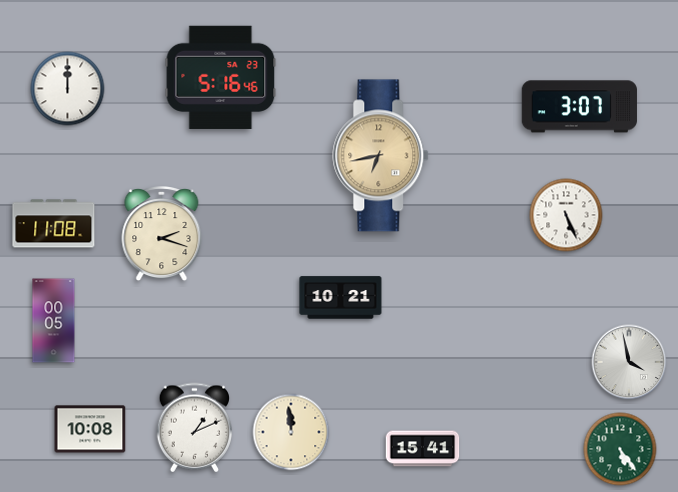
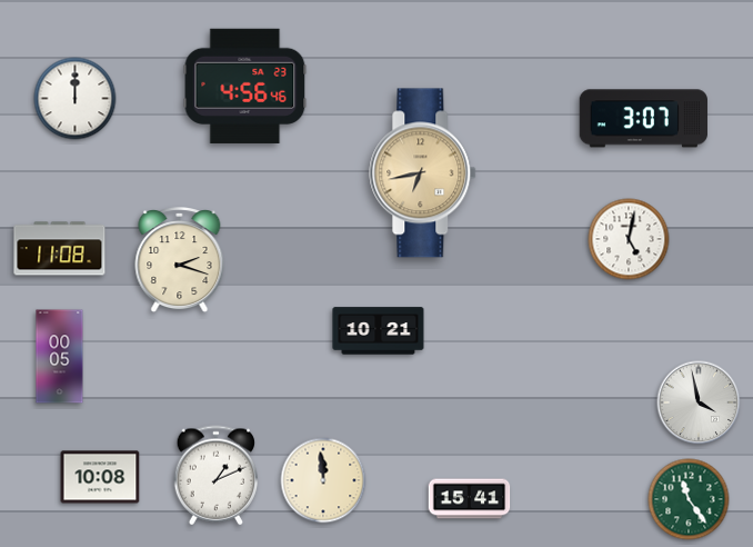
clock at (221, 77): 5:16 -> 4:56
clock at (566, 215): 5:26 -> 5:02
clock at (620, 449): 5:24 -> 11:24
